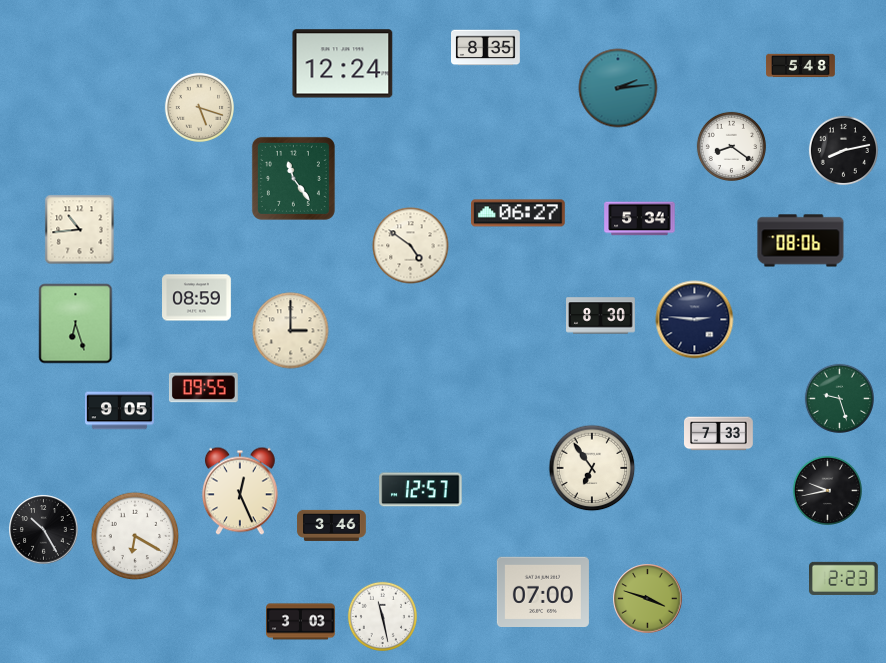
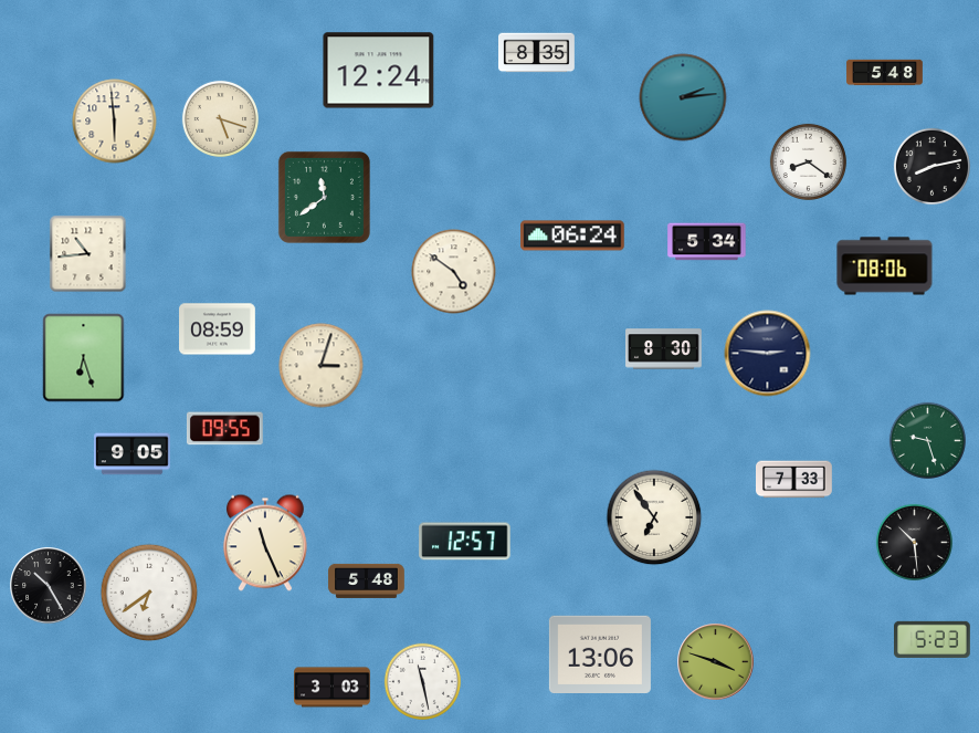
clock at (115, 122): none -> 5:59
clock at (293, 178): 11:24 -> 11:39
clock at (519, 213): 06:27 -> 06:24
clock at (291, 331): 3:00 -> 3:03
clock at (827, 490): 9:43 -> 10:29
clock at (240, 491): 12:26 -> 11:26
clock at (332, 525): 3:46 -> 5:48
clock at (135, 536): 6:20 -> 6:39
clock at (844, 578): 2:23 -> 5:23
clock at (543, 591): 07:00 -> 13:06
